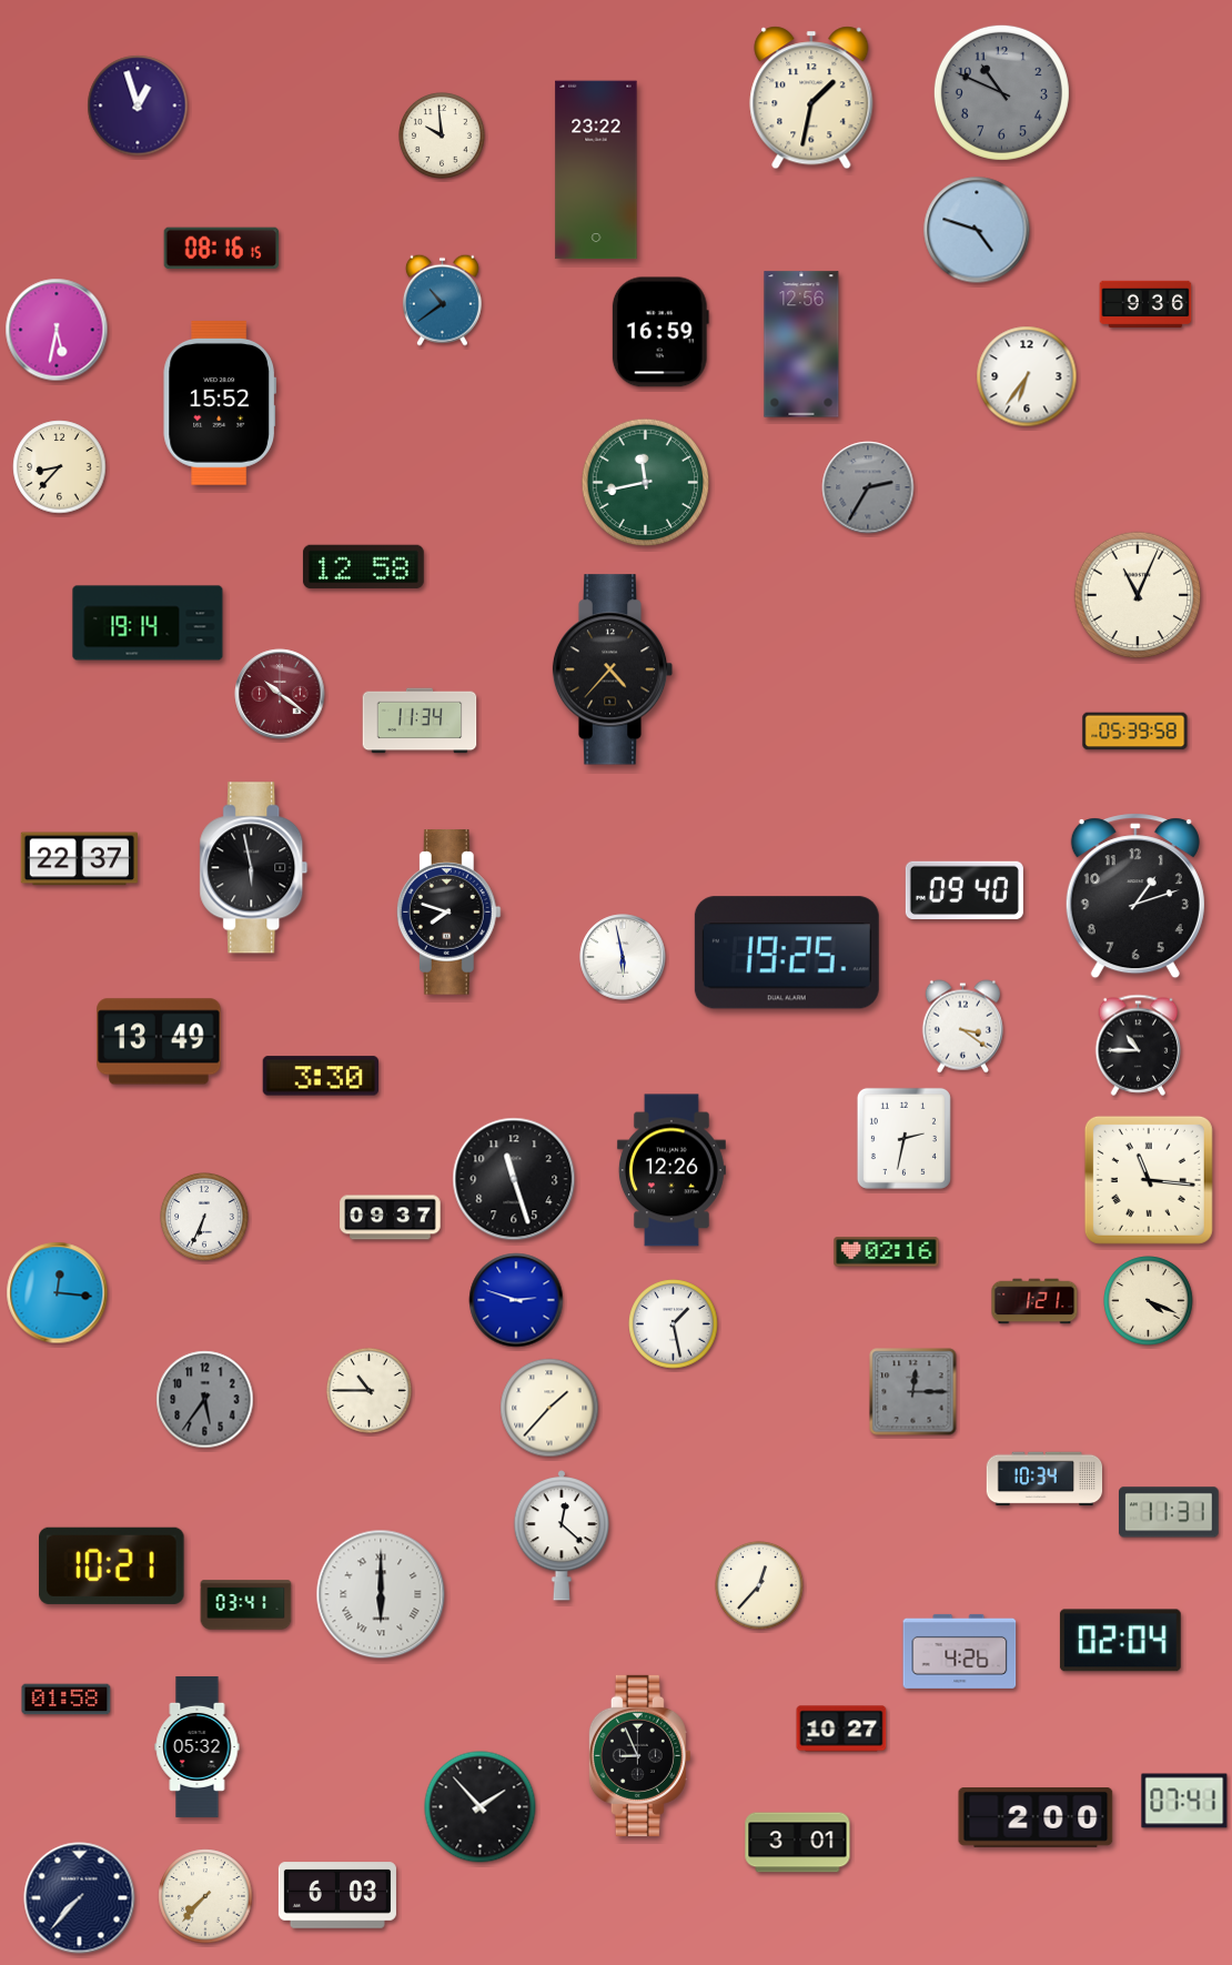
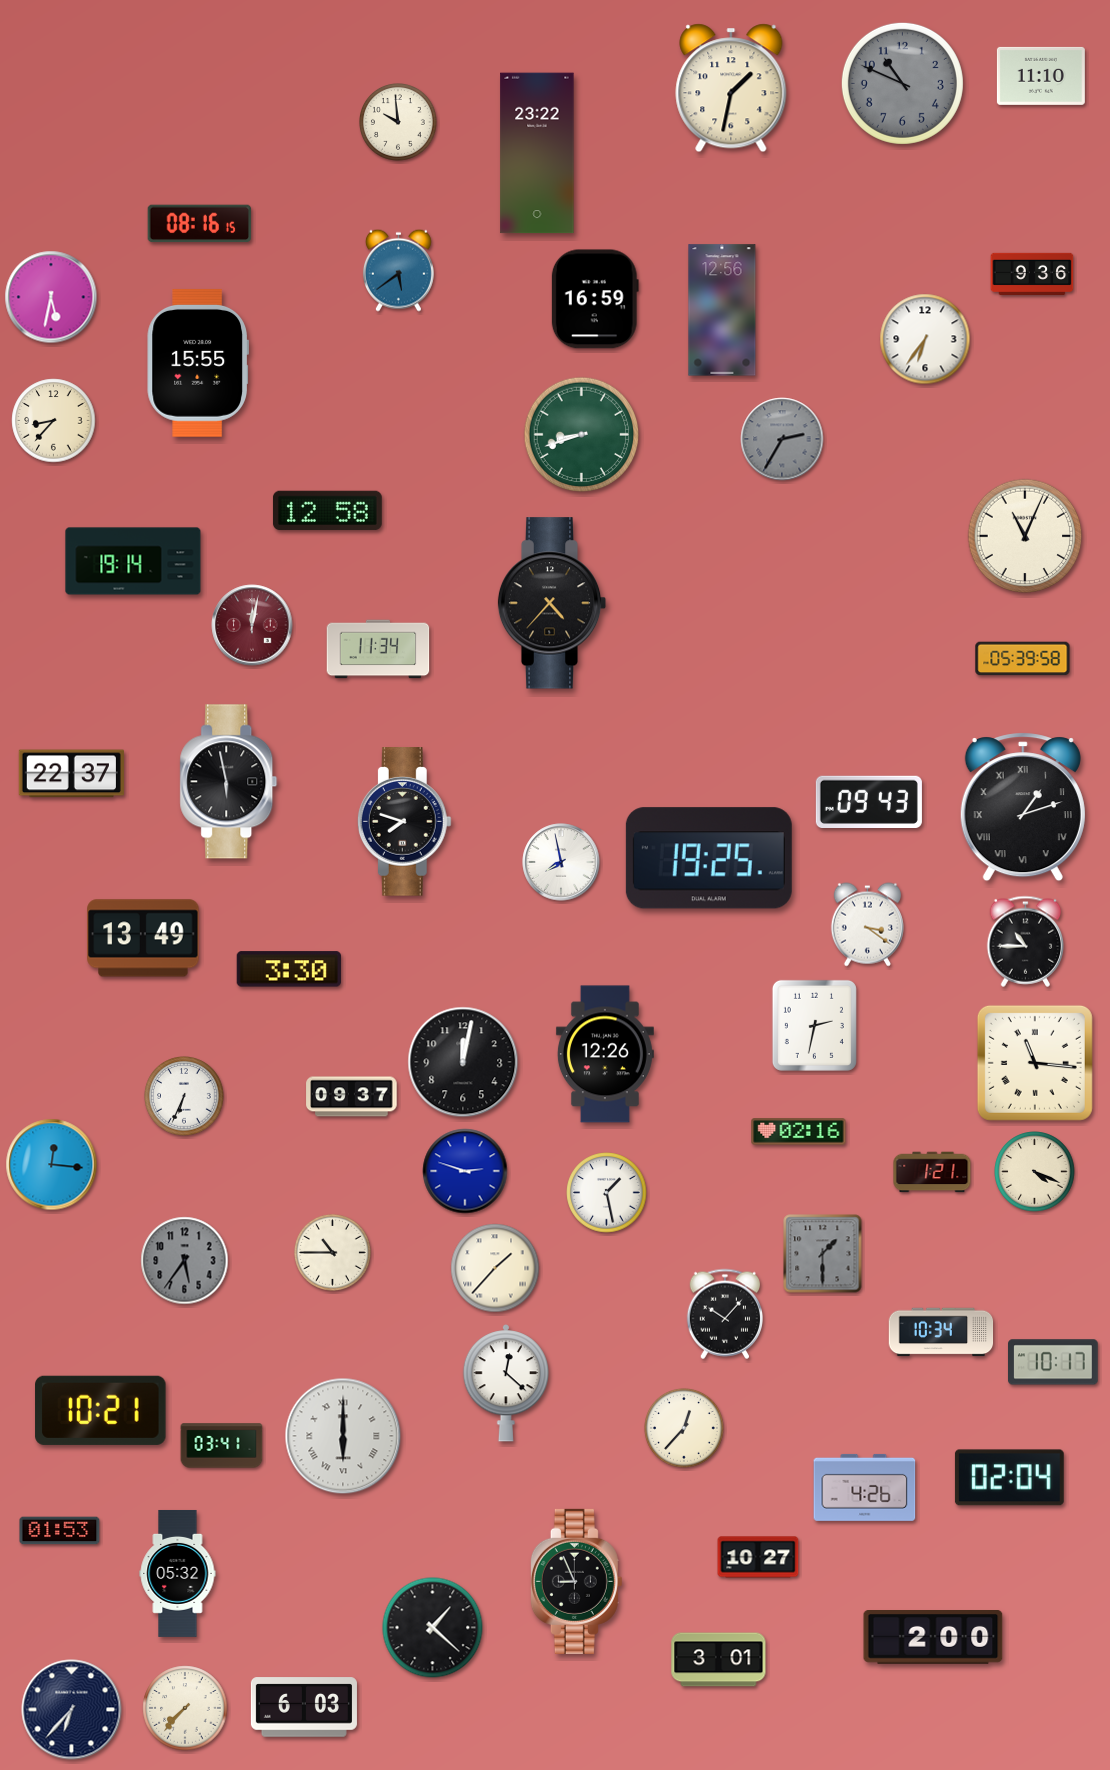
clock at (1041, 76): none -> 11:10
clock at (138, 105): 12:57 -> none
clock at (977, 230): 4:48 -> none
clock at (442, 300): 10:39 -> 5:39
clock at (220, 403): 15:52 -> 15:55
clock at (646, 483): 11:43 -> 8:42
clock at (280, 694): 10:21 -> 12:02
clock at (965, 889): 09:40 -> 09:43
clock at (1135, 896) numerals: Arabic -> Roman
clock at (623, 957): 5:58 -> 7:58
clock at (514, 1179): 11:27 -> 12:02
clock at (887, 1252) position: (887, 1252) -> (799, 1132)
clock at (913, 1392): 12:15 -> 1:30
clock at (724, 1314): none -> 10:07
clock at (1169, 1512): 11:31 -> 10:17
clock at (67, 1700): 01:58 -> 01:53
clock at (1184, 1801): 07:41 -> none
clock at (481, 1807): 1:53 -> 1:22
clock at (80, 1898): 7:37 -> 6:37
